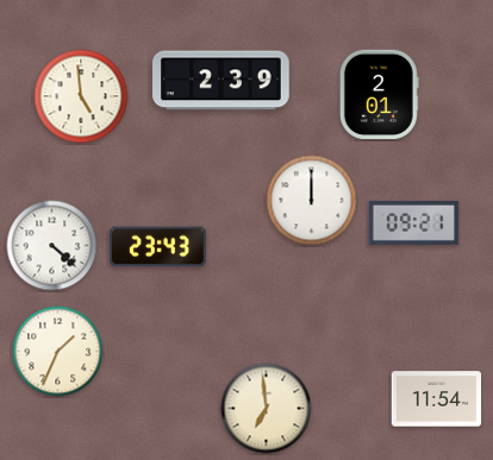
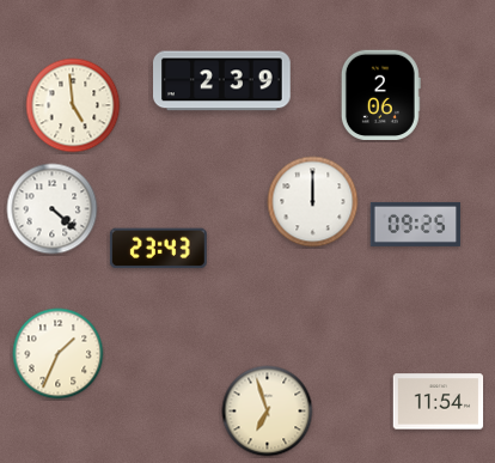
clock at (379, 94): 2:01 -> 2:06
clock at (81, 96) position: (81, 96) -> (73, 105)
clock at (414, 222): 09:21 -> 09:25
clock at (52, 246) position: (52, 246) -> (53, 209)
clock at (267, 409): 6:59 -> 6:57
